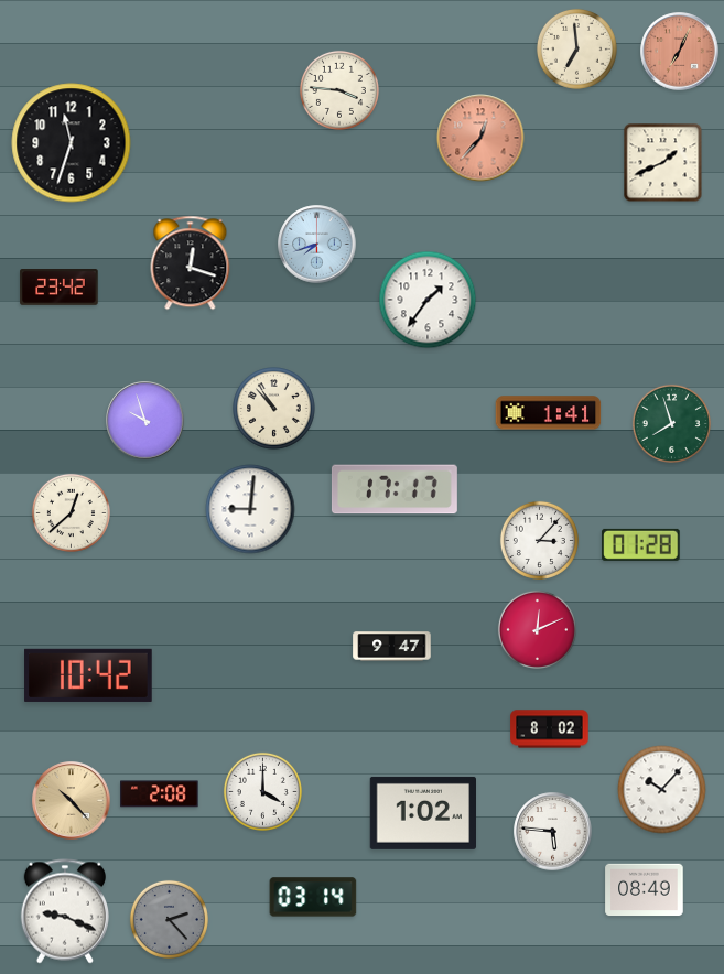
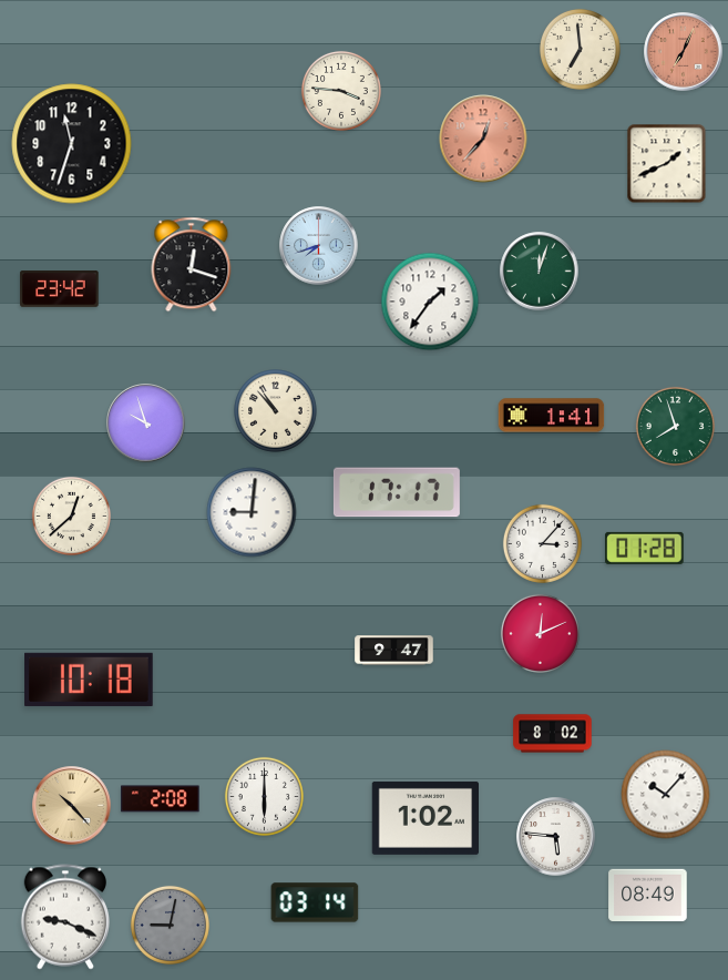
clock at (540, 272): none -> 12:03
clock at (88, 675): 10:42 -> 10:18
clock at (262, 791): 4:00 -> 6:00
clock at (169, 919): 2:23 -> 9:02
